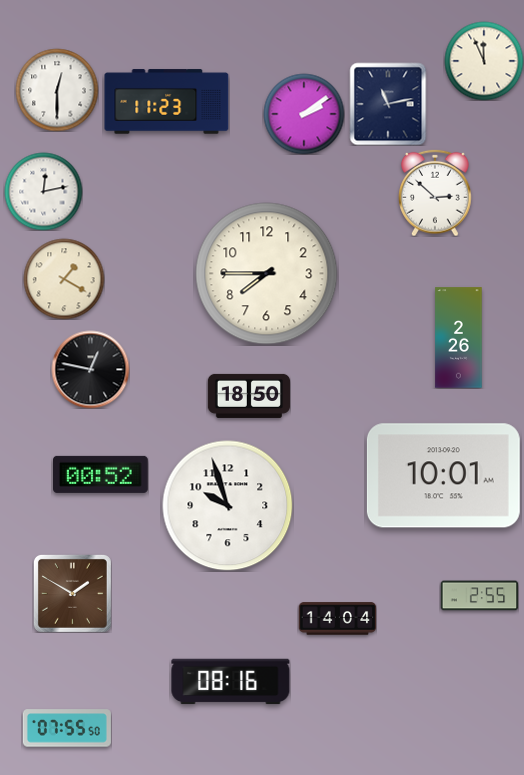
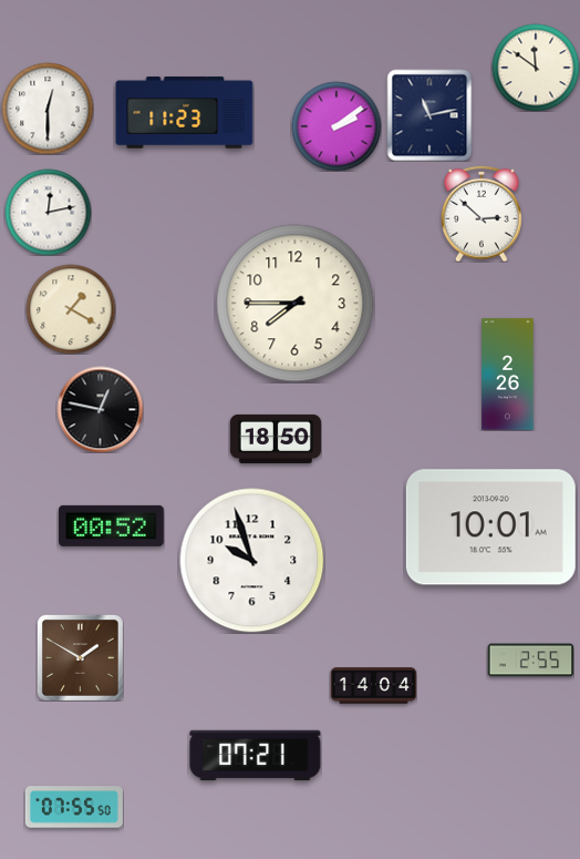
clock at (484, 61): 11:56 -> 11:51
clock at (57, 90) position: (57, 90) -> (48, 109)
clock at (231, 682): 08:16 -> 07:21
